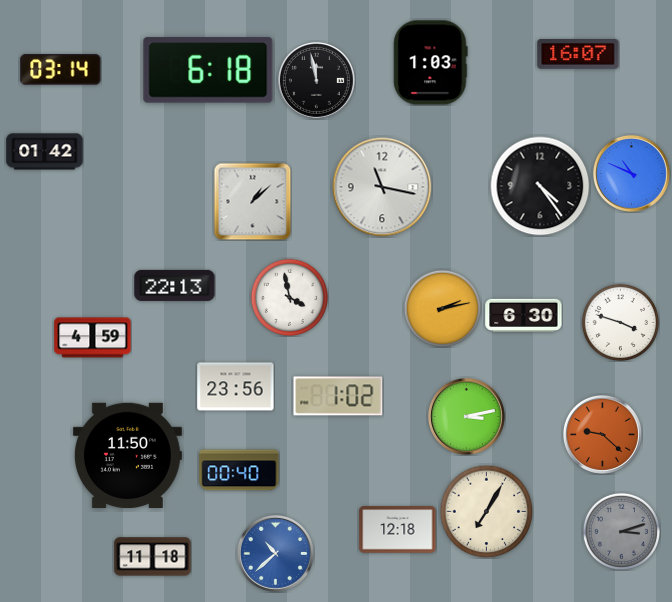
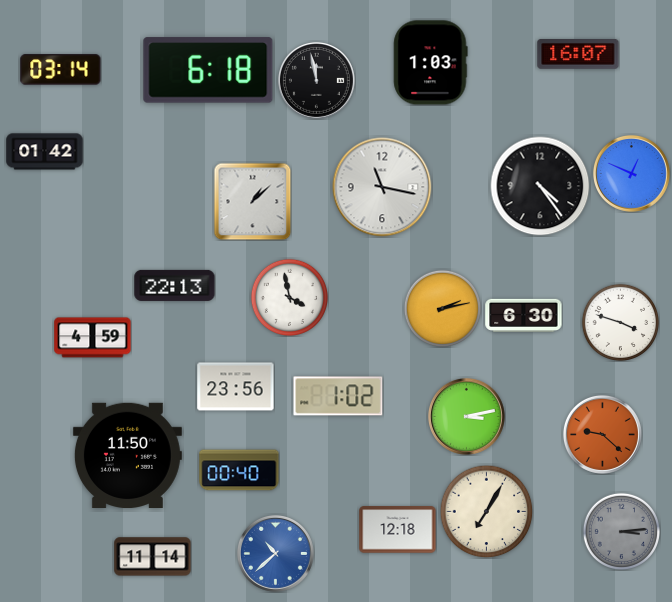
clock at (631, 173): 10:49 -> 12:49
clock at (621, 531): 3:12 -> 3:14
clock at (153, 557): 11:18 -> 11:14
